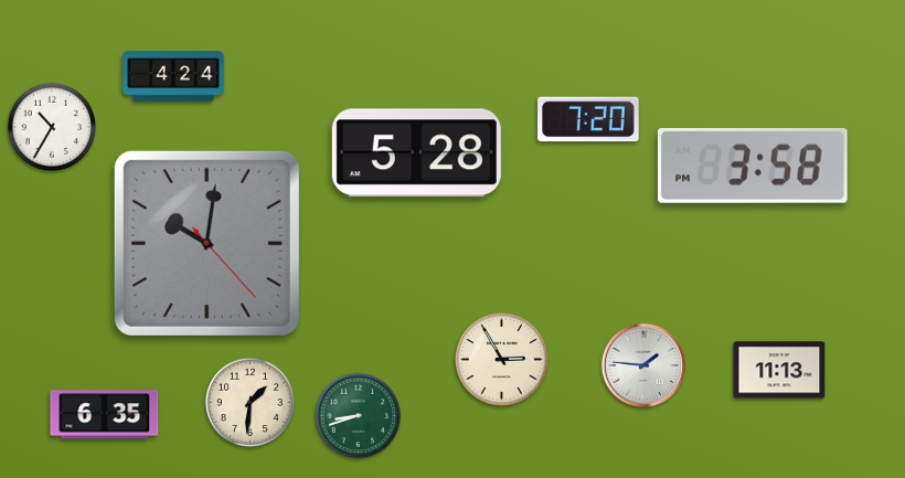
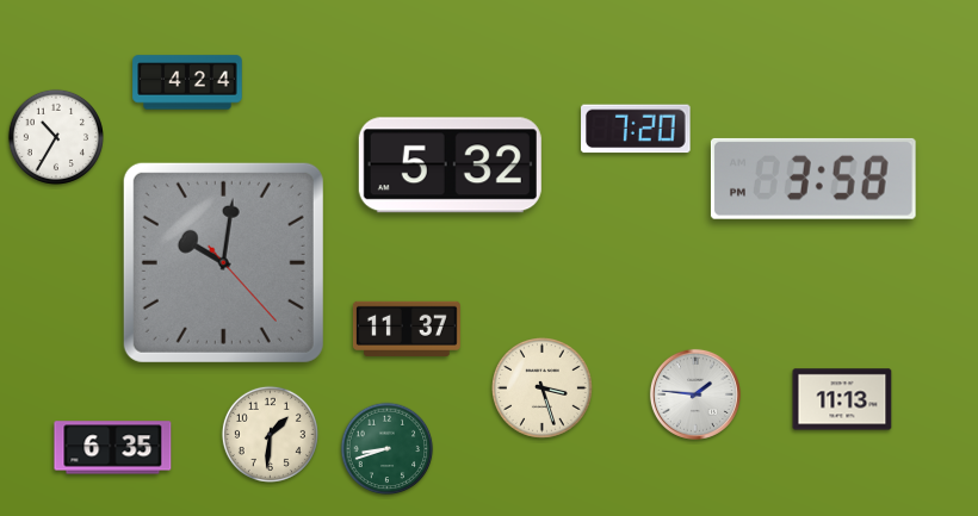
clock at (416, 153): 5:28 -> 5:32
clock at (407, 329): none -> 11:37
clock at (502, 360): 2:55 -> 3:27
